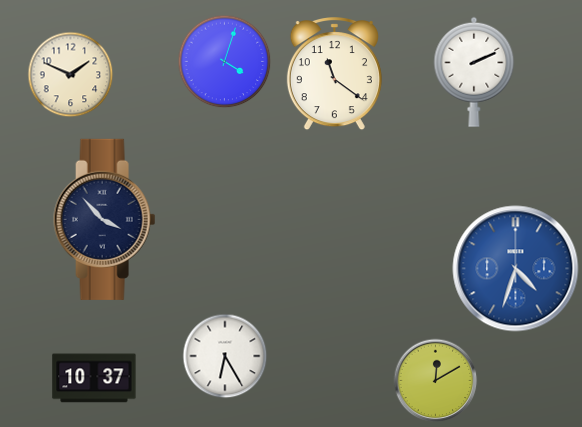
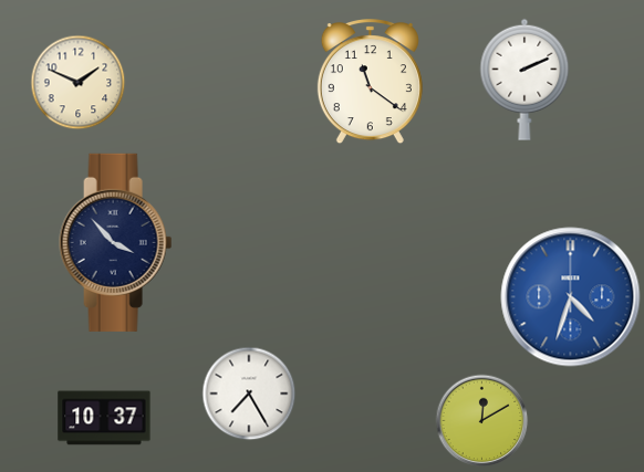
clock at (225, 62): 4:03 -> none
clock at (225, 356): 6:25 -> 7:25
